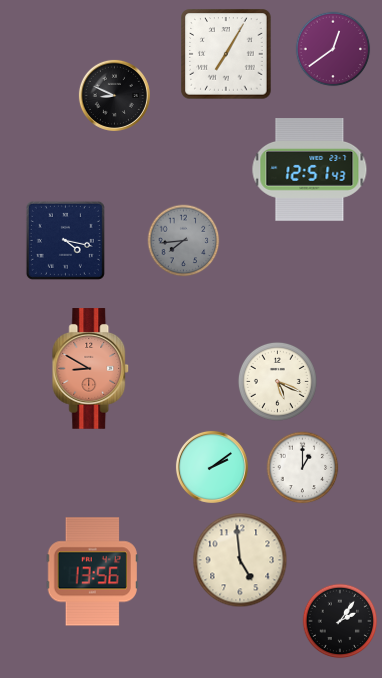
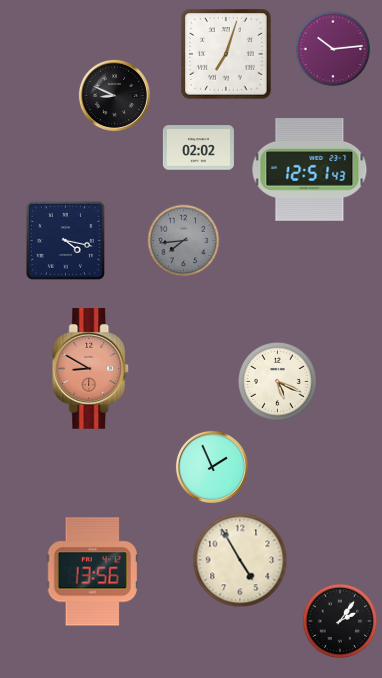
clock at (333, 49): 12:39 -> 10:14
clock at (226, 54): 7:05 -> 7:03
clock at (198, 148): none -> 02:02
clock at (212, 467): 2:09 -> 1:56
clock at (303, 468): 1:00 -> none
clock at (240, 560): 4:59 -> 4:55
